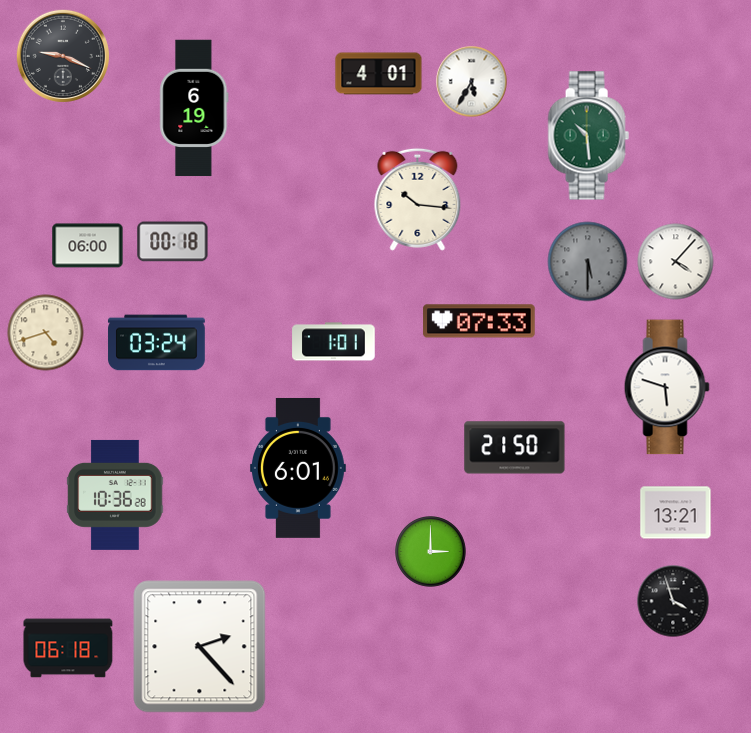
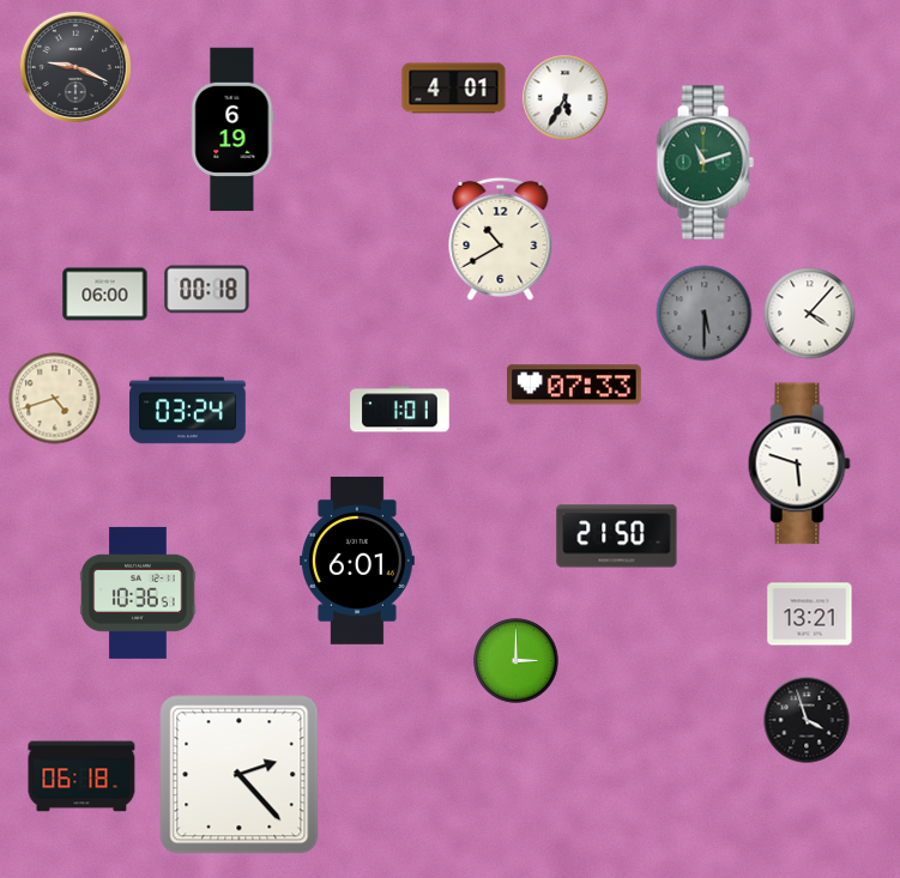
clock at (588, 136): 10:29 -> 11:12
clock at (418, 199): 10:16 -> 10:40
clock at (115, 495): 10:36:28 -> 10:36:51
